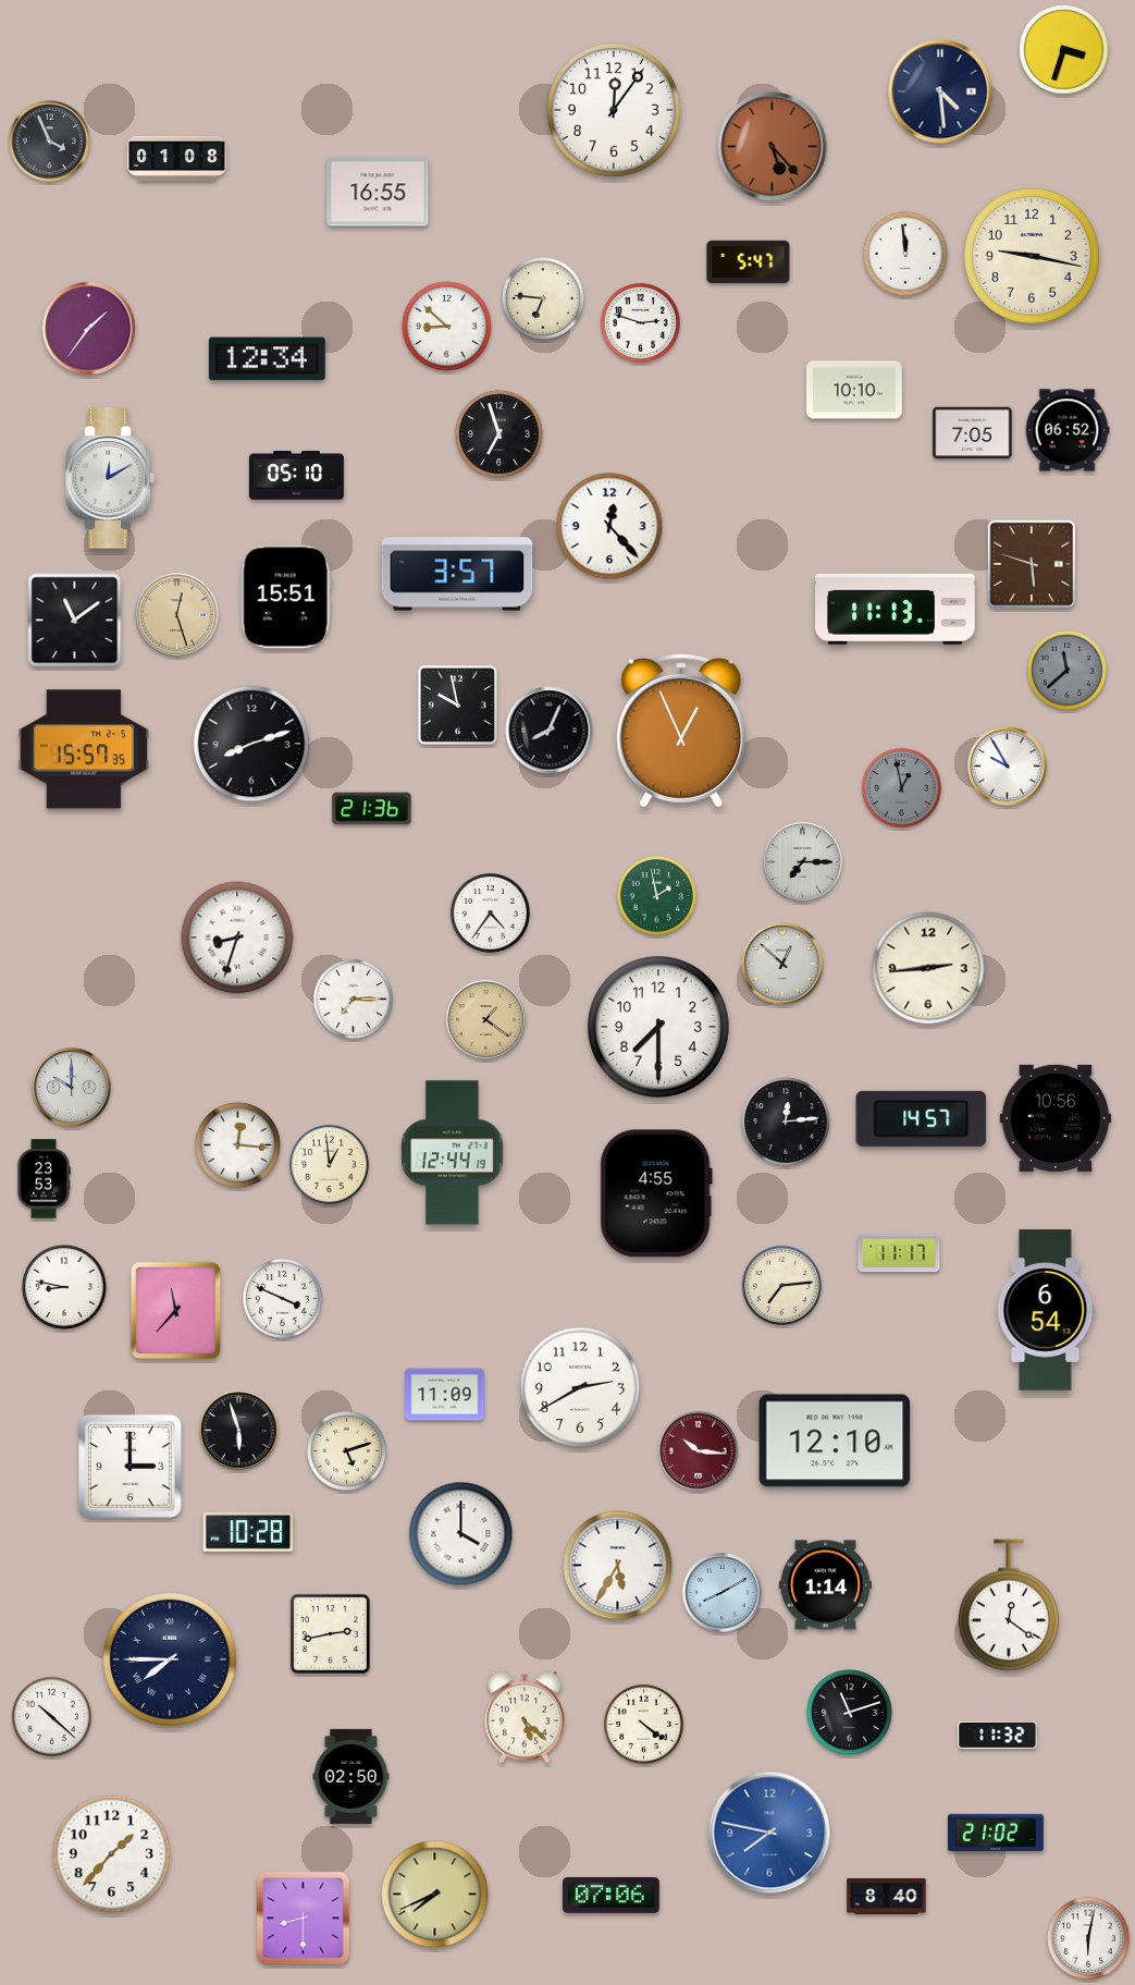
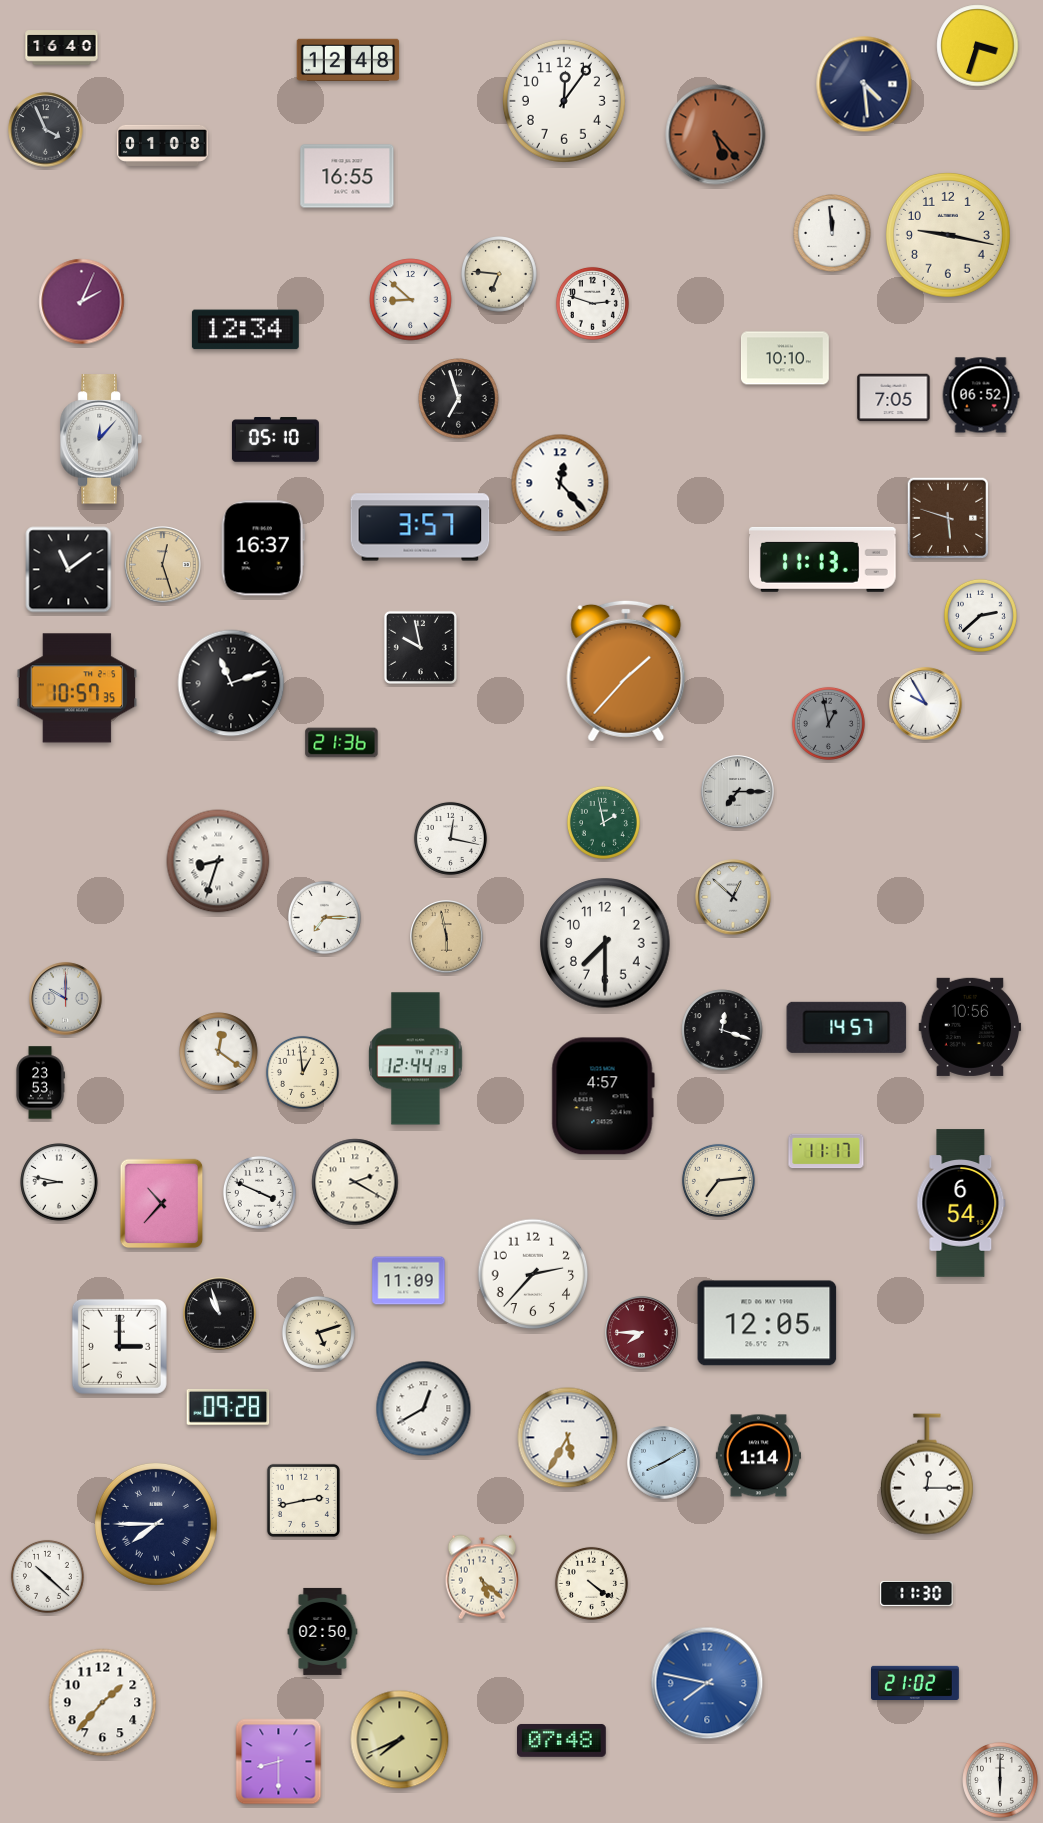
clock at (62, 48): none -> 16:40
clock at (348, 59): none -> 12:48
clock at (773, 147) position: (773, 147) -> (716, 135)
clock at (749, 261): 5:47 -> none
clock at (640, 322) position: (640, 322) -> (592, 303)
clock at (89, 329): 1:36 -> 2:04
clock at (296, 476) position: (296, 476) -> (275, 440)
clock at (110, 478): 12:10 -> 12:07
clock at (286, 597): 15:51 -> 16:37
clock at (1066, 670): 11:38 -> 2:38
clock at (1066, 670) dial: grey -> white
clock at (550, 731): 8:04 -> none
clock at (681, 731): 12:56 -> 1:37
clock at (251, 744): 8:12 -> 11:12
clock at (84, 749): 15:57 -> 10:57
clock at (490, 912): 4:36 -> 12:17
clock at (782, 964) position: (782, 964) -> (733, 897)
clock at (928, 968): 2:44 -> none
clock at (486, 1020): 1:21 -> 5:58
clock at (786, 1122): 12:14 -> 12:18
clock at (238, 1145): 12:16 -> 12:21
clock at (329, 1164) position: (329, 1164) -> (302, 1072)
clock at (656, 1193): 4:55 -> 4:57
clock at (355, 1182): none -> 2:20
clock at (176, 1311): 11:37 -> 10:37
clock at (580, 1387): 2:40 -> 2:37
clock at (239, 1431): 5:57 -> 10:57
clock at (835, 1441): 12:10 -> 12:05
clock at (699, 1451): 10:16 -> 7:45
clock at (248, 1533): 10:28 -> 09:28
clock at (461, 1534): 4:00 -> 12:40
clock at (1009, 1605): 12:21 -> 12:15
clock at (850, 1713): 11:12 -> none
clock at (998, 1735): 11:32 -> 11:30
clock at (612, 1896): 07:06 -> 07:48
clock at (887, 1896): 8:40 -> none
clock at (1089, 1939): 6:02 -> 6:00
